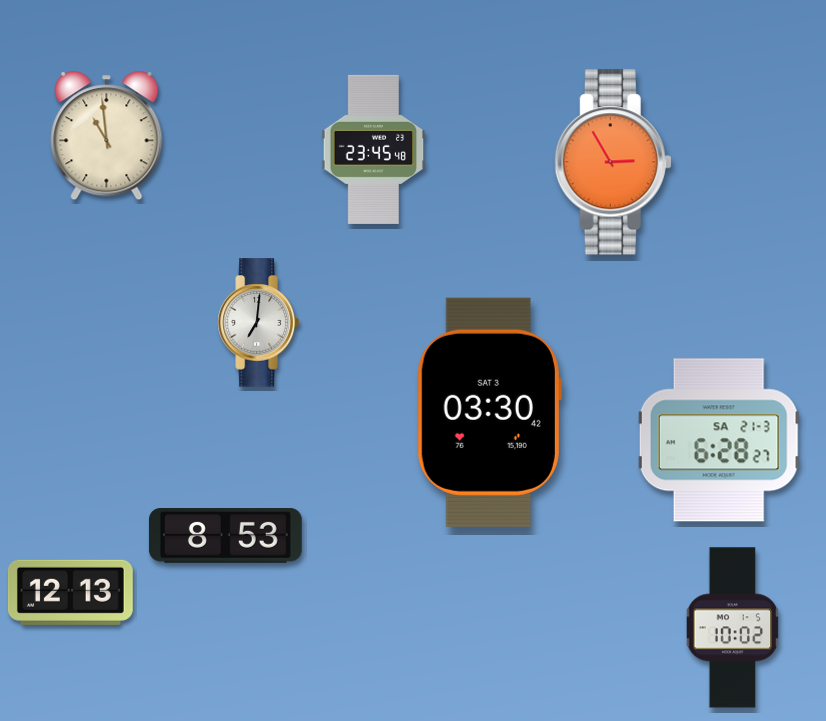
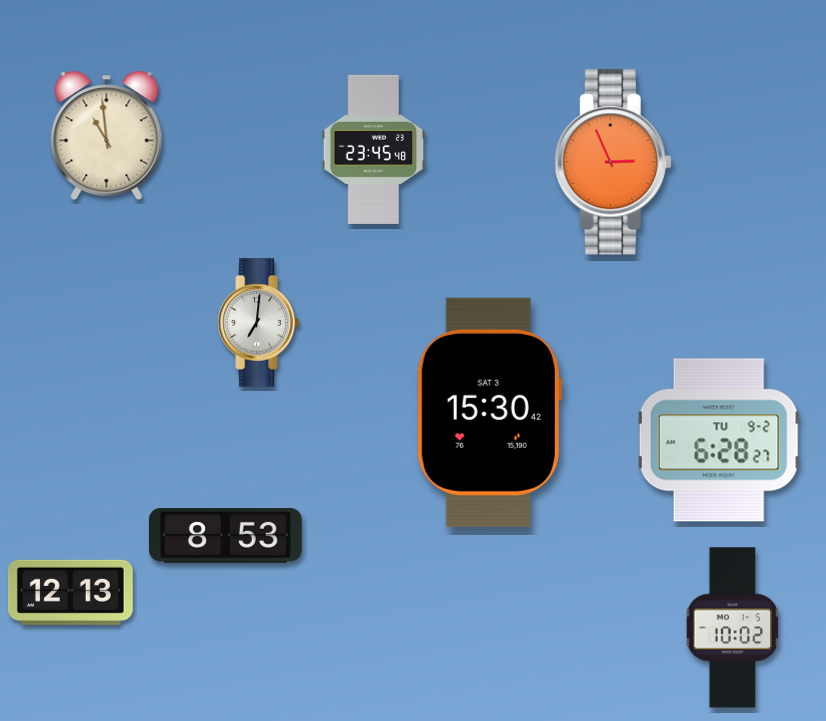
clock at (613, 162): 2:55 -> 2:56
clock at (489, 412): 03:30 -> 15:30
clock at (719, 440) date: SA 21-3 -> TU 9-2
